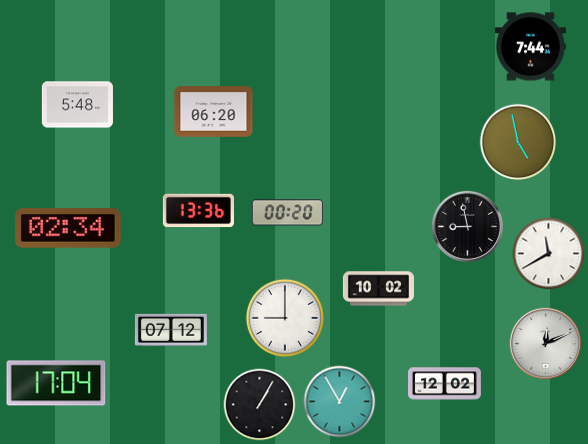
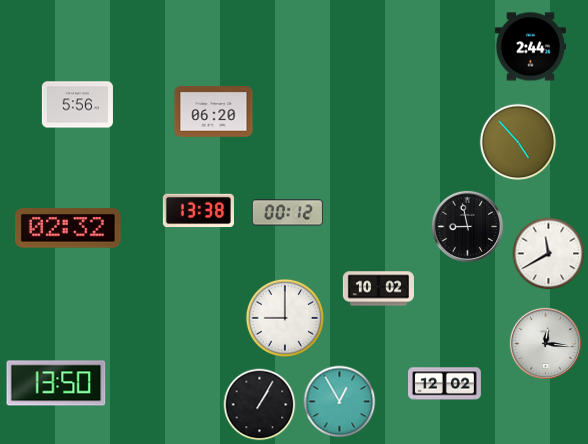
clock at (530, 47): 7:44 -> 2:44
clock at (77, 105): 5:48 -> 5:56
clock at (518, 142): 4:58 -> 4:53
clock at (198, 211): 13:36 -> 13:38
clock at (287, 213): 00:20 -> 00:12
clock at (69, 228): 02:34 -> 02:32
clock at (171, 330): 07:12 -> none
clock at (545, 343): 12:11 -> 12:16
clock at (56, 383): 17:04 -> 13:50
